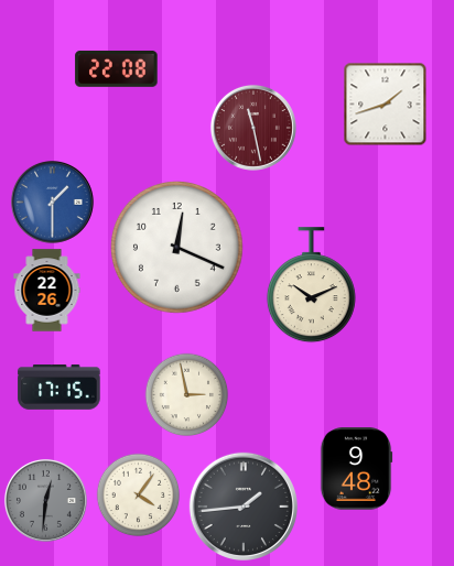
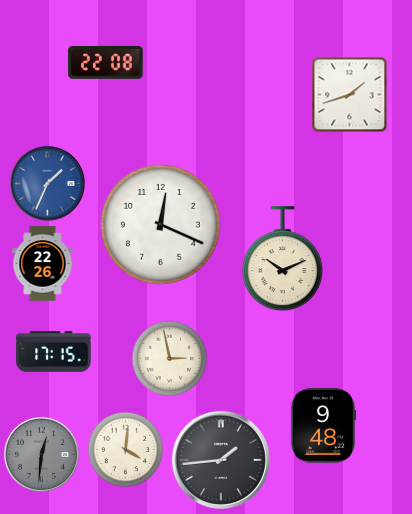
clock at (253, 128): 11:28 -> none
clock at (52, 202): 1:30 -> 1:34
clock at (139, 496): 4:06 -> 4:01
